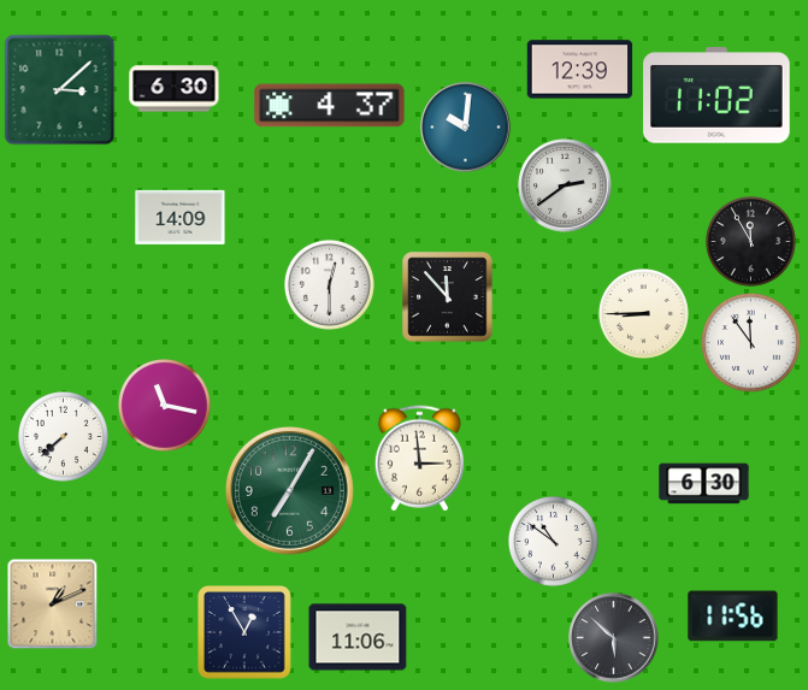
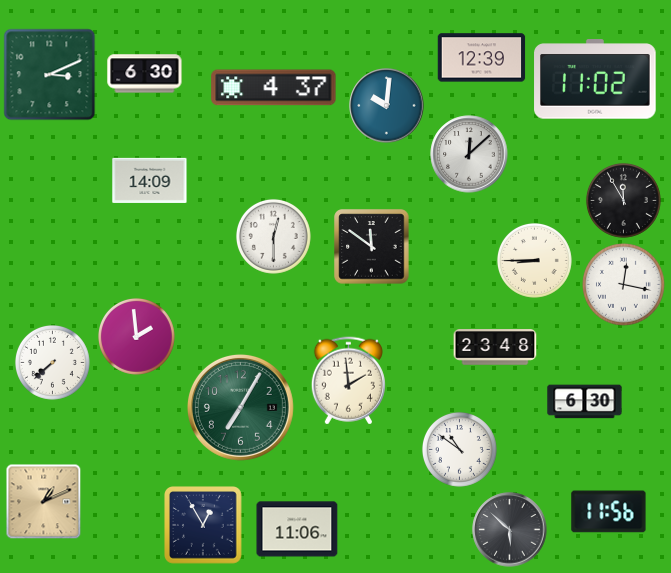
clock at (60, 90): 3:08 -> 3:11
clock at (565, 185): 2:39 -> 12:08
clock at (448, 297): 11:53 -> 11:51
clock at (751, 343): 11:54 -> 12:17
clock at (164, 405): 11:17 -> 1:59
clock at (495, 347): none -> 23:48
clock at (419, 459): 2:59 -> 1:59
